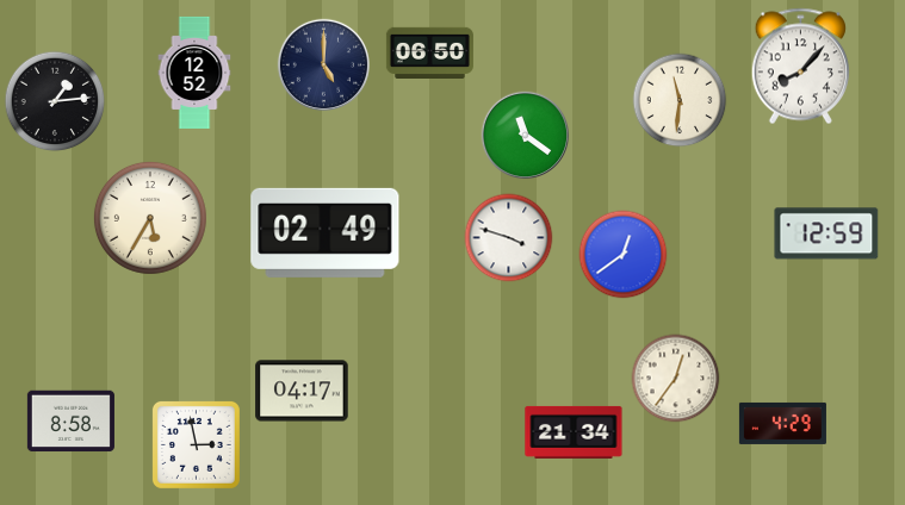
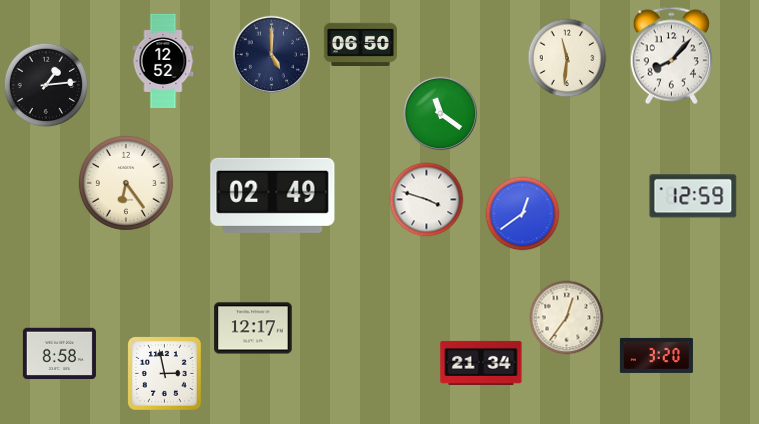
clock at (680, 100) position: (680, 100) -> (567, 58)
clock at (150, 218): 5:35 -> 6:24
clock at (302, 391): 04:17 -> 12:17
clock at (782, 423): 4:29 -> 3:20
